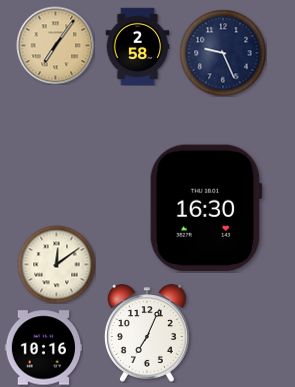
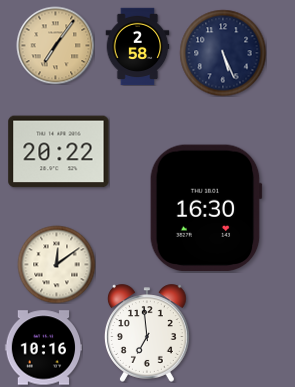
clock at (223, 53): 9:26 -> 5:26
clock at (59, 152): none -> 20:22
clock at (148, 333): 7:04 -> 6:59
